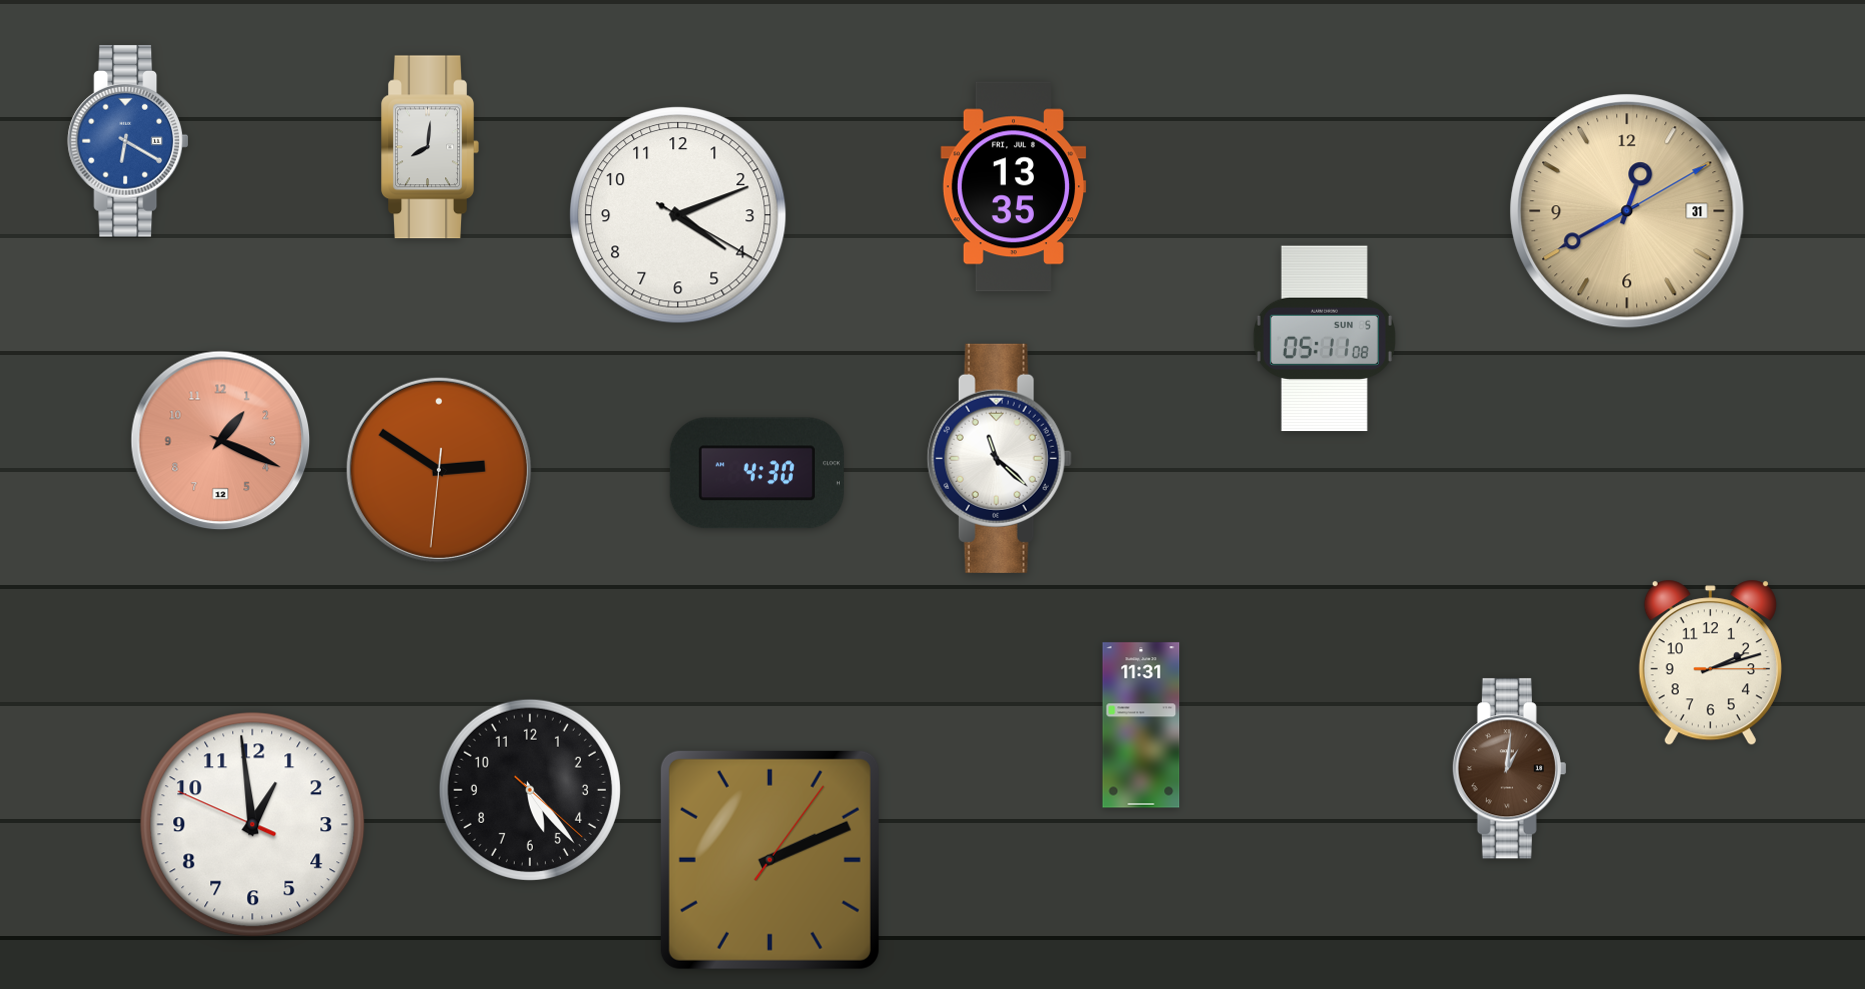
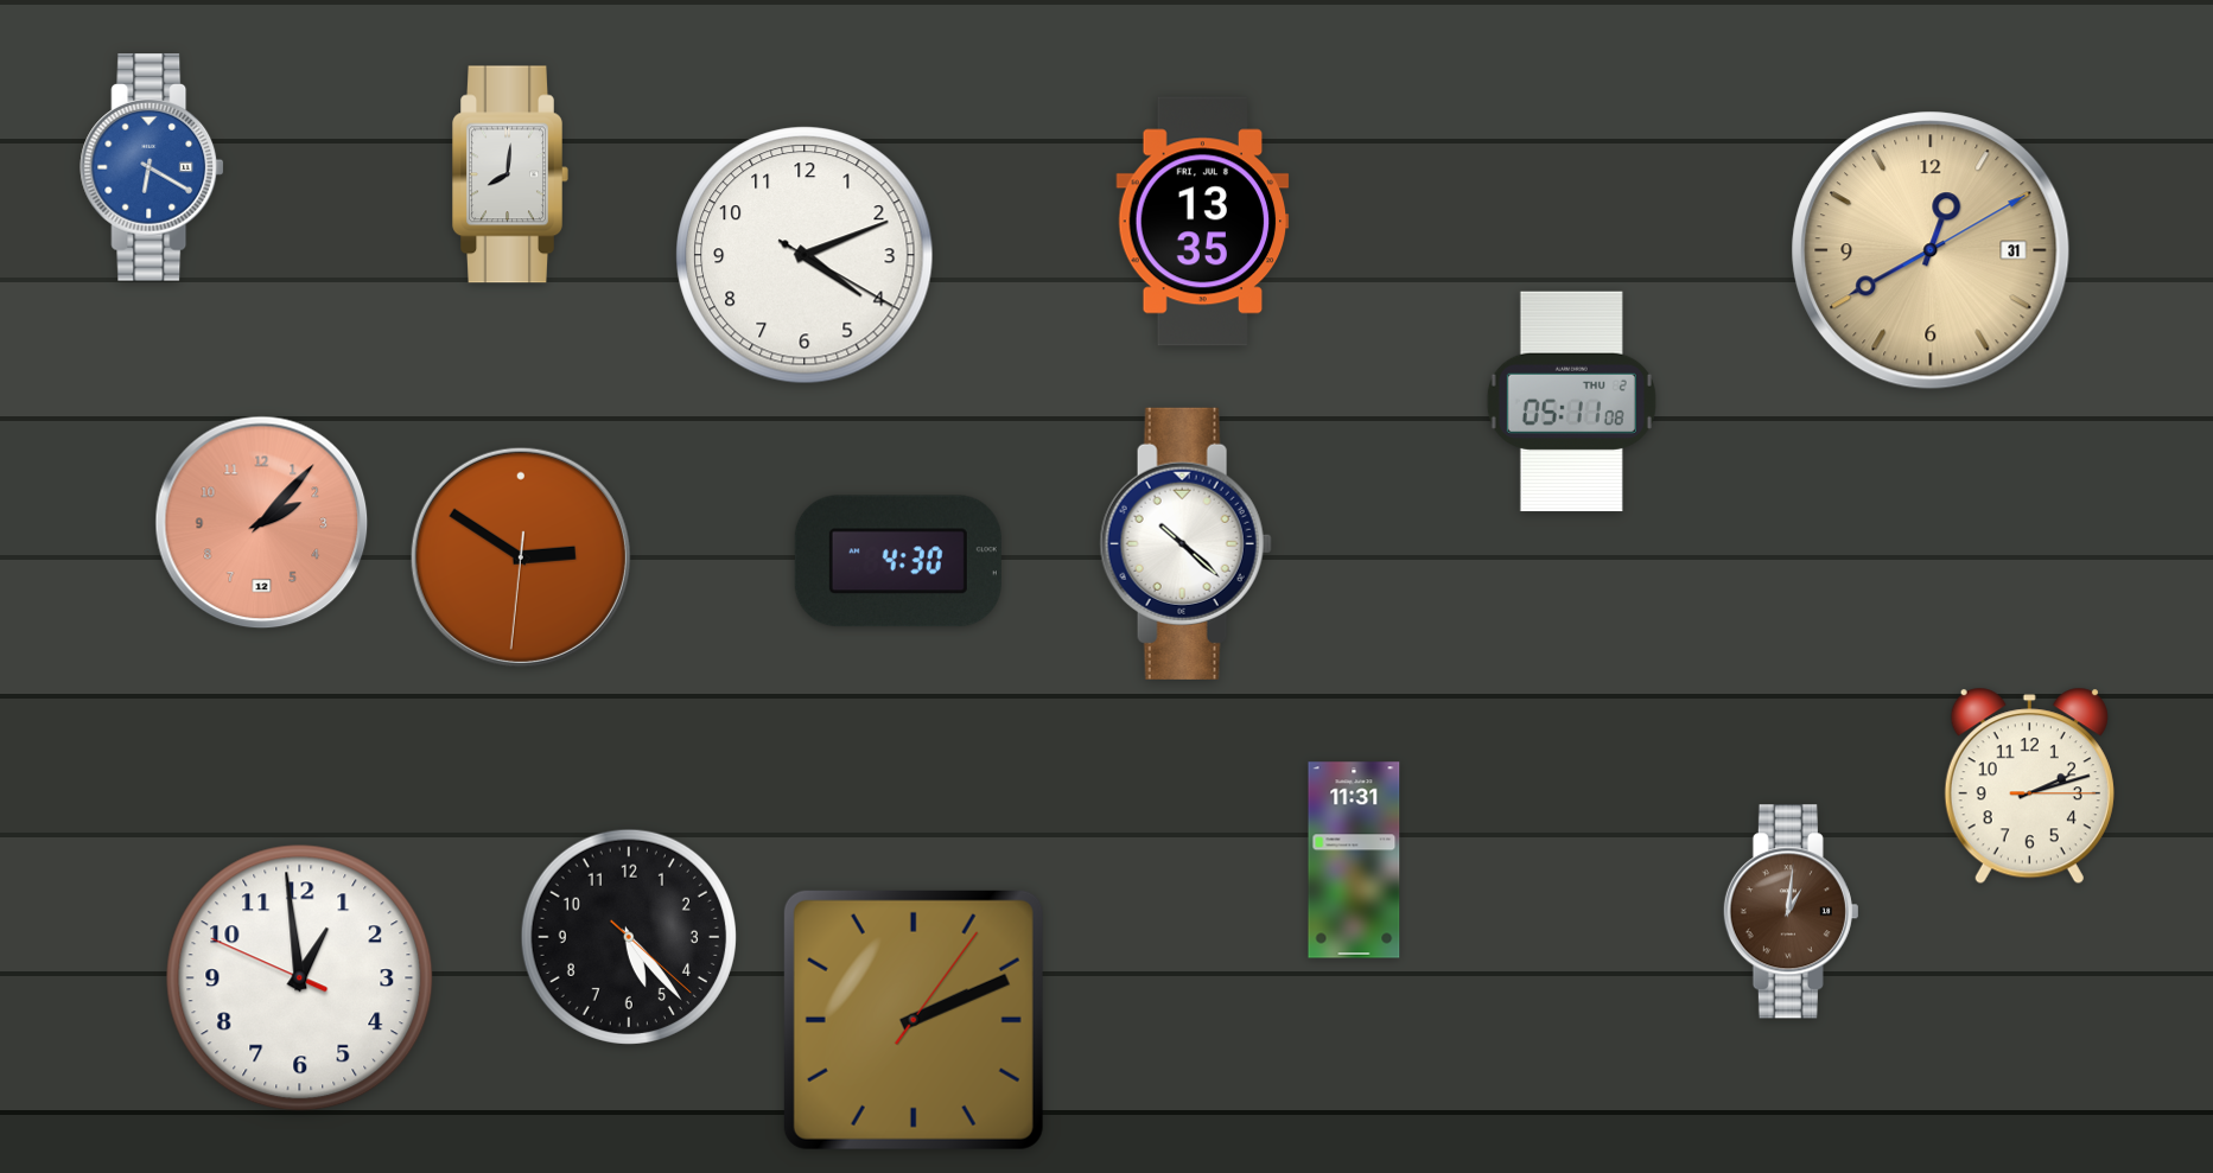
clock at (1324, 339) date: SUN 5 -> THU 2
clock at (221, 441): 1:19 -> 2:07
clock at (999, 458): 11:22 -> 10:22
